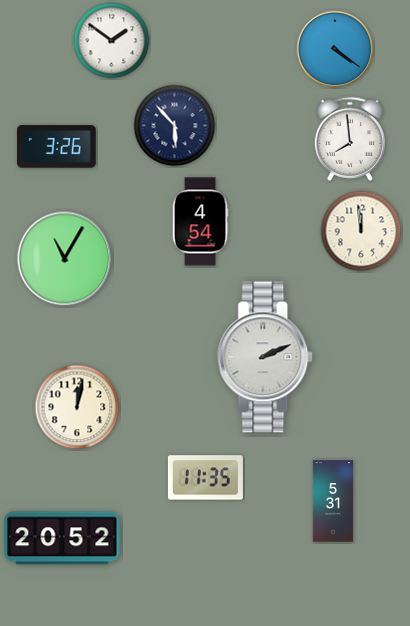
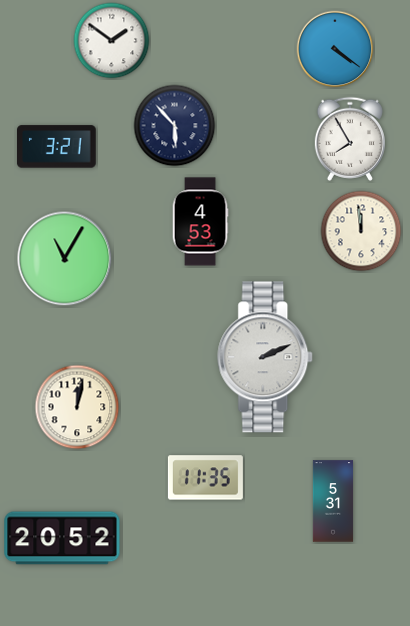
clock at (350, 139): 7:59 -> 7:55
clock at (57, 147): 3:26 -> 3:21
clock at (200, 222): 4:54 -> 4:53
